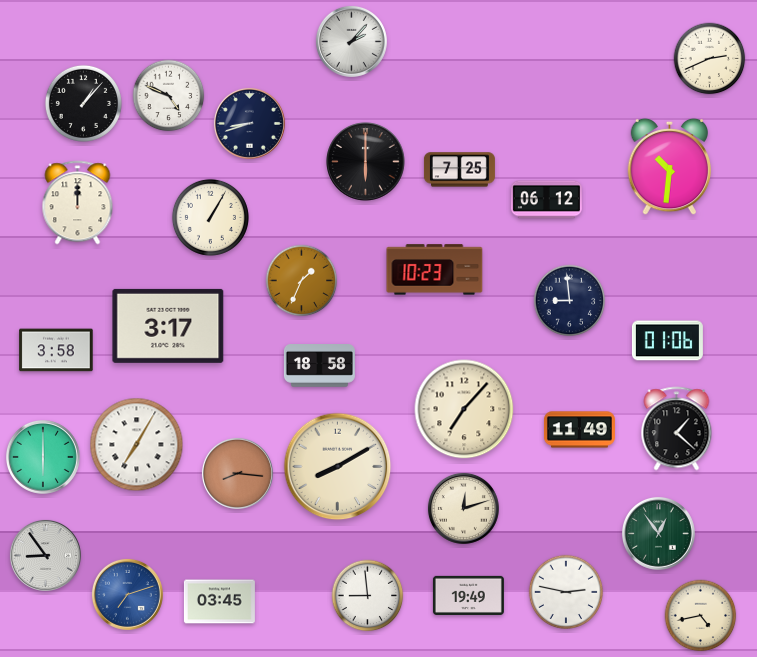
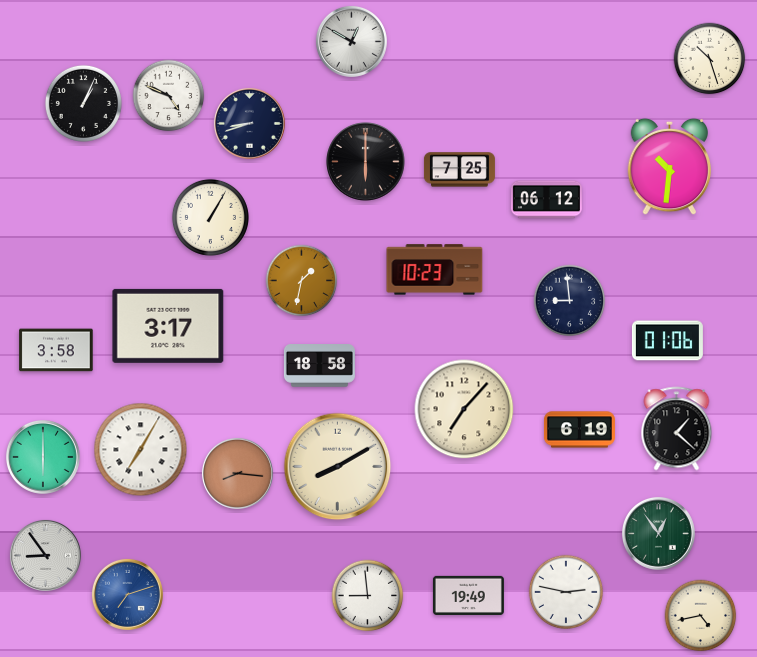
clock at (351, 41): 2:07 -> 12:50
clock at (710, 59): 2:41 -> 10:27
clock at (83, 103): 1:07 -> 1:04
clock at (78, 203): 12:00 -> none
clock at (302, 281): 1:34 -> 1:32
clock at (579, 430): 11:49 -> 6:19
clock at (137, 445) position: (137, 445) -> (141, 450)
clock at (463, 508): 12:12 -> none
clock at (219, 602): 03:45 -> none
